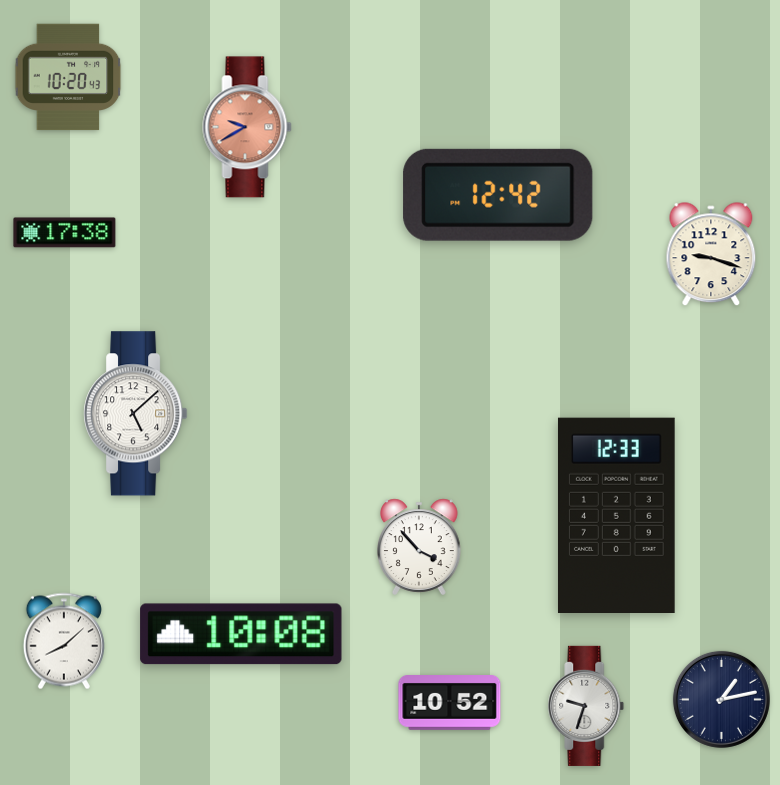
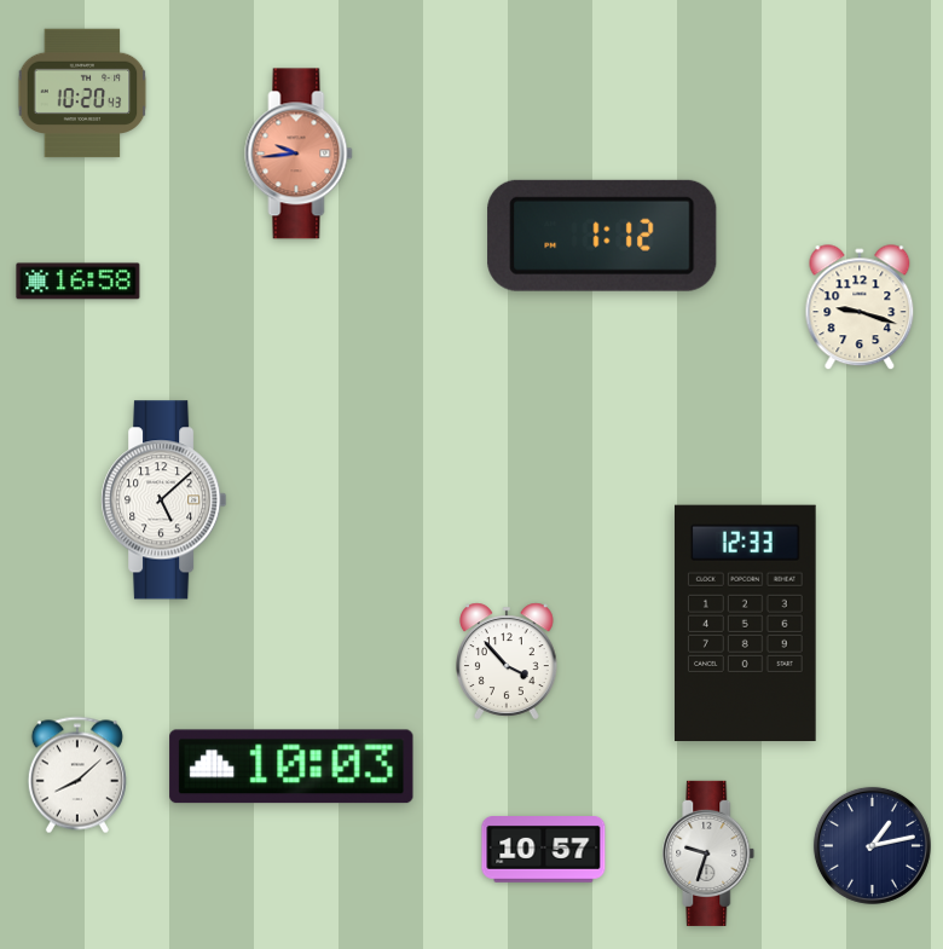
clock at (247, 127): 9:40 -> 9:44
clock at (498, 195): 12:42 -> 1:12
clock at (65, 233): 17:38 -> 16:58
clock at (241, 634): 10:08 -> 10:03
clock at (450, 703): 10:52 -> 10:57
